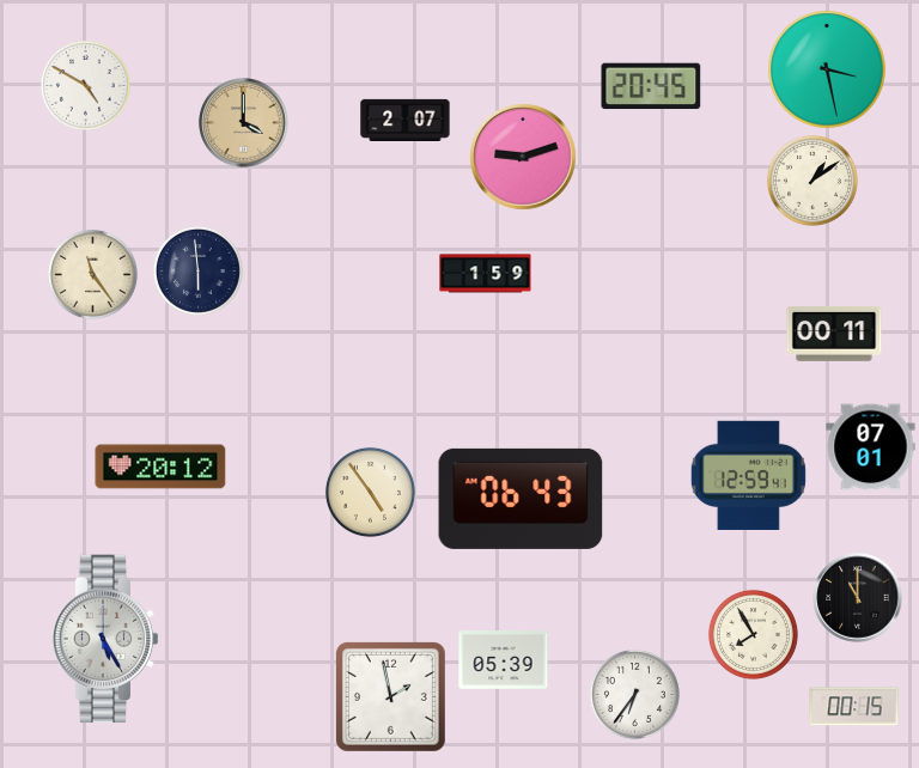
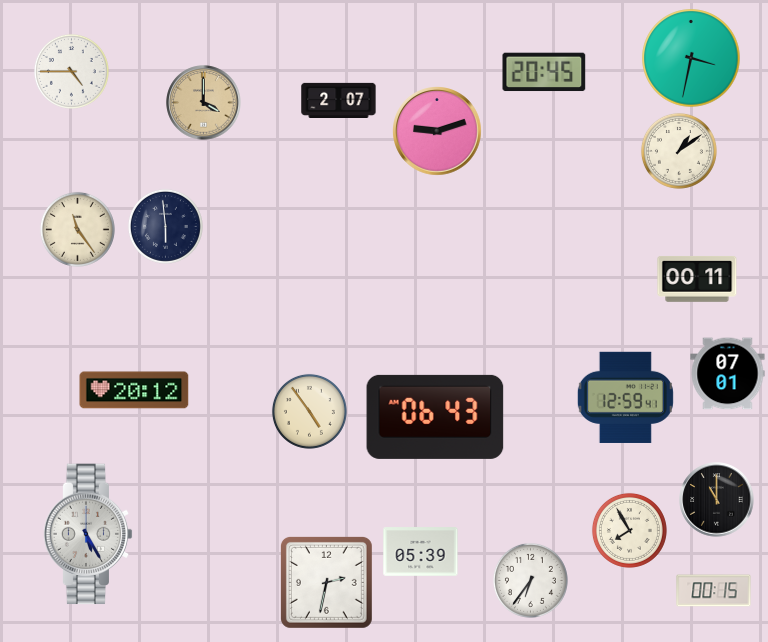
clock at (827, 69): 3:28 -> 3:32
clock at (85, 85): 4:50 -> 4:45
clock at (486, 274): 1:59 -> none
clock at (390, 696): 1:58 -> 2:32
